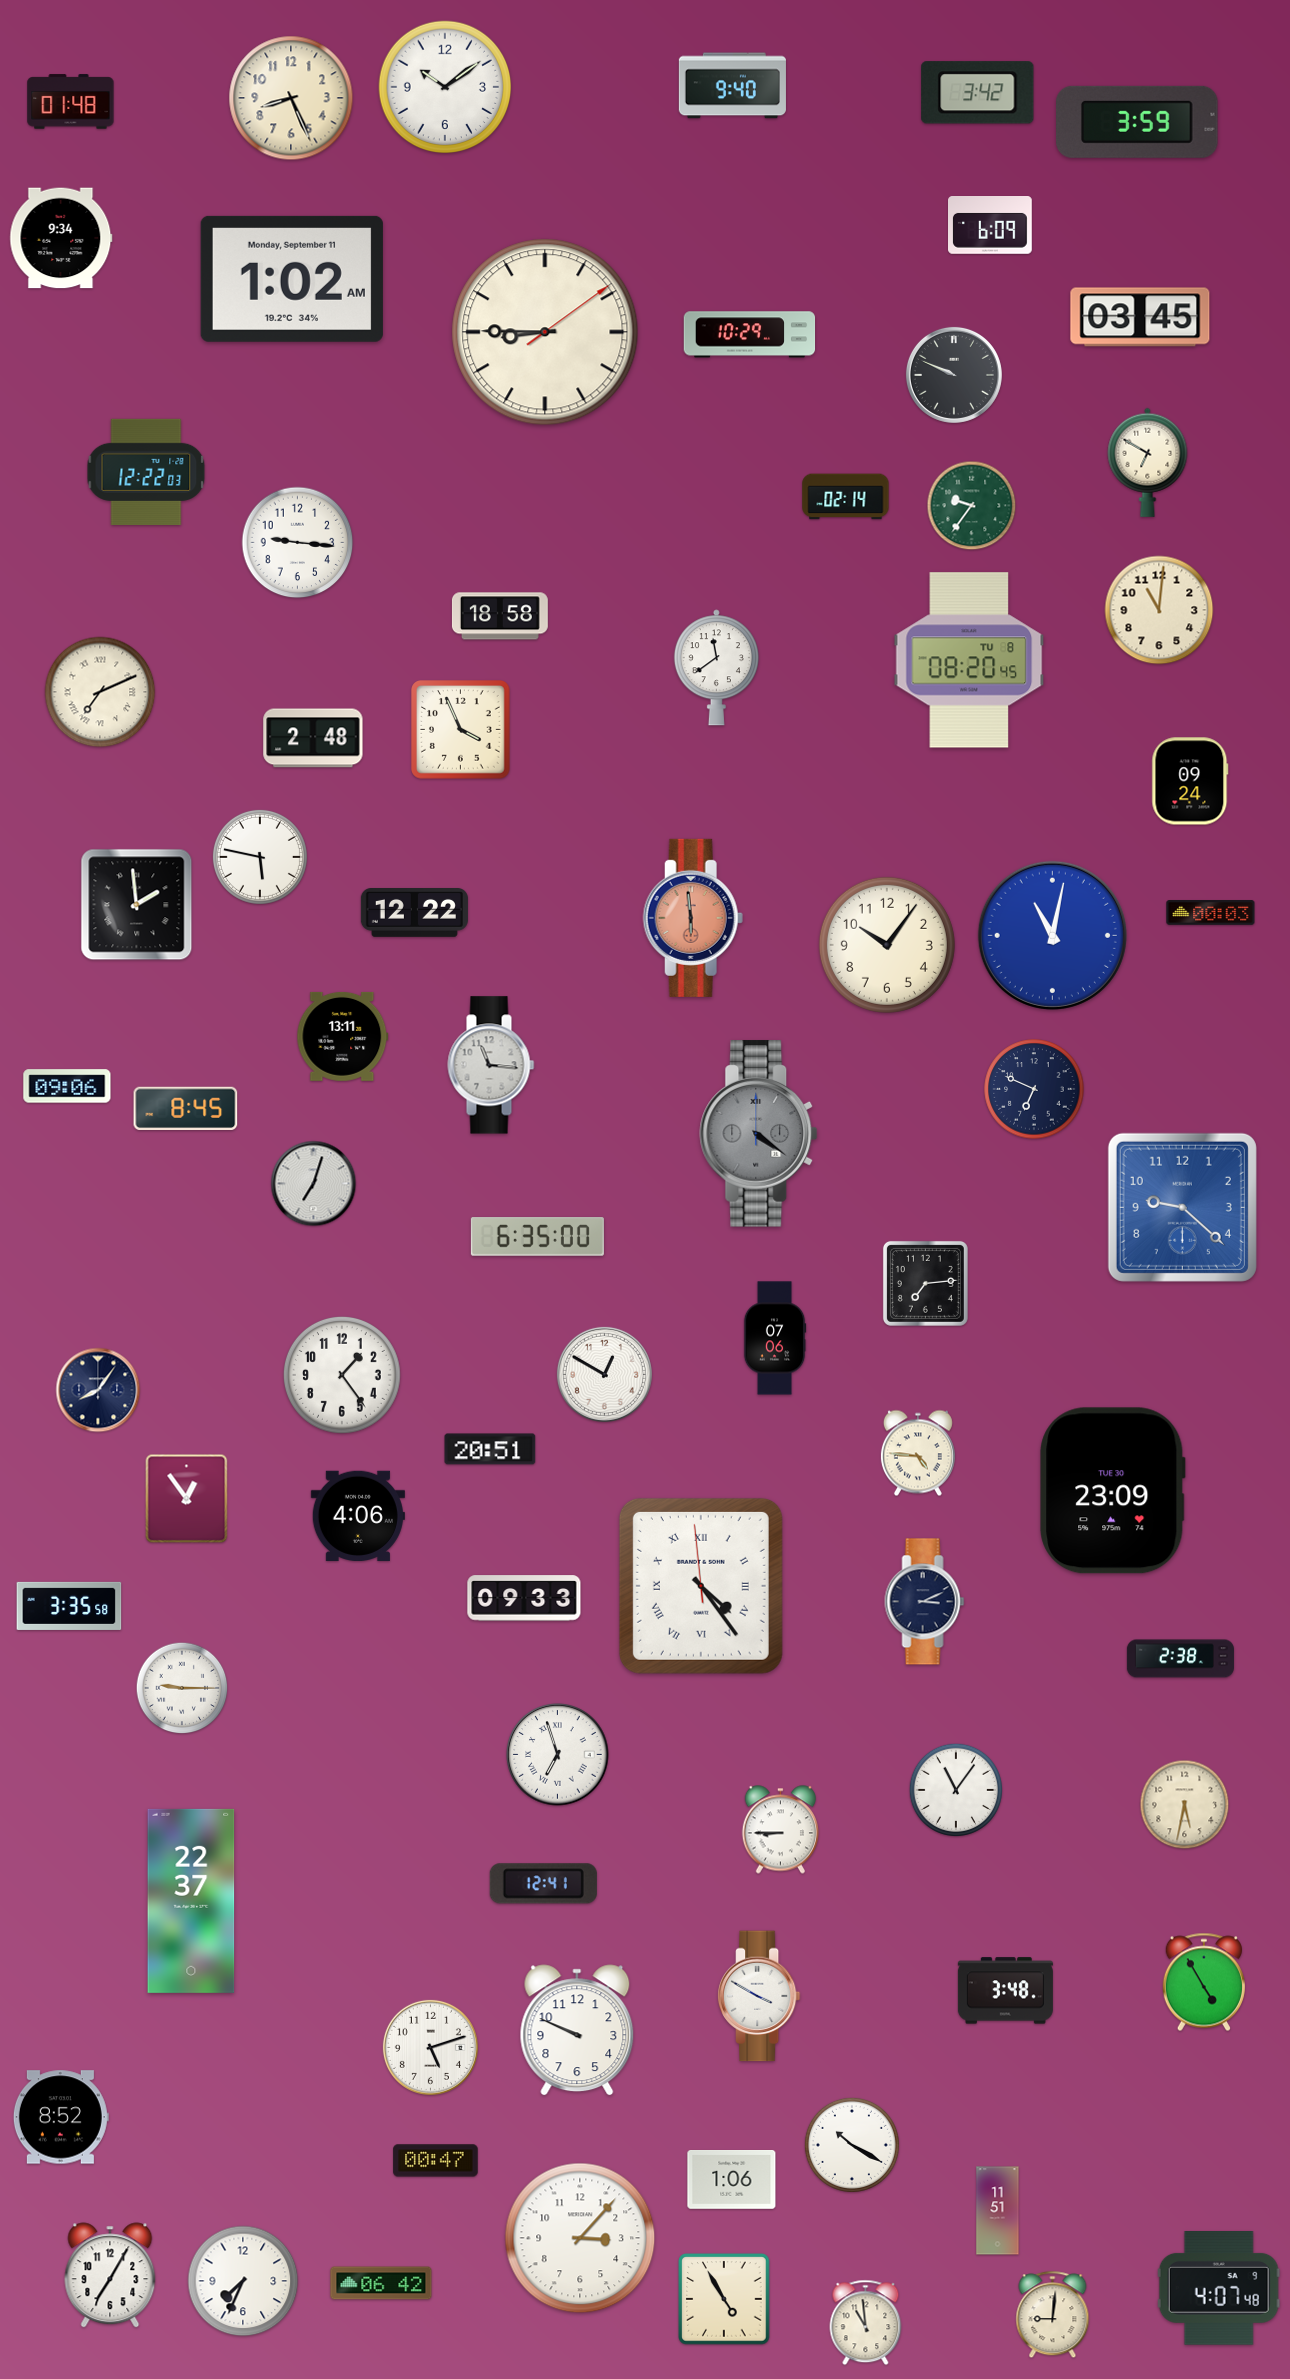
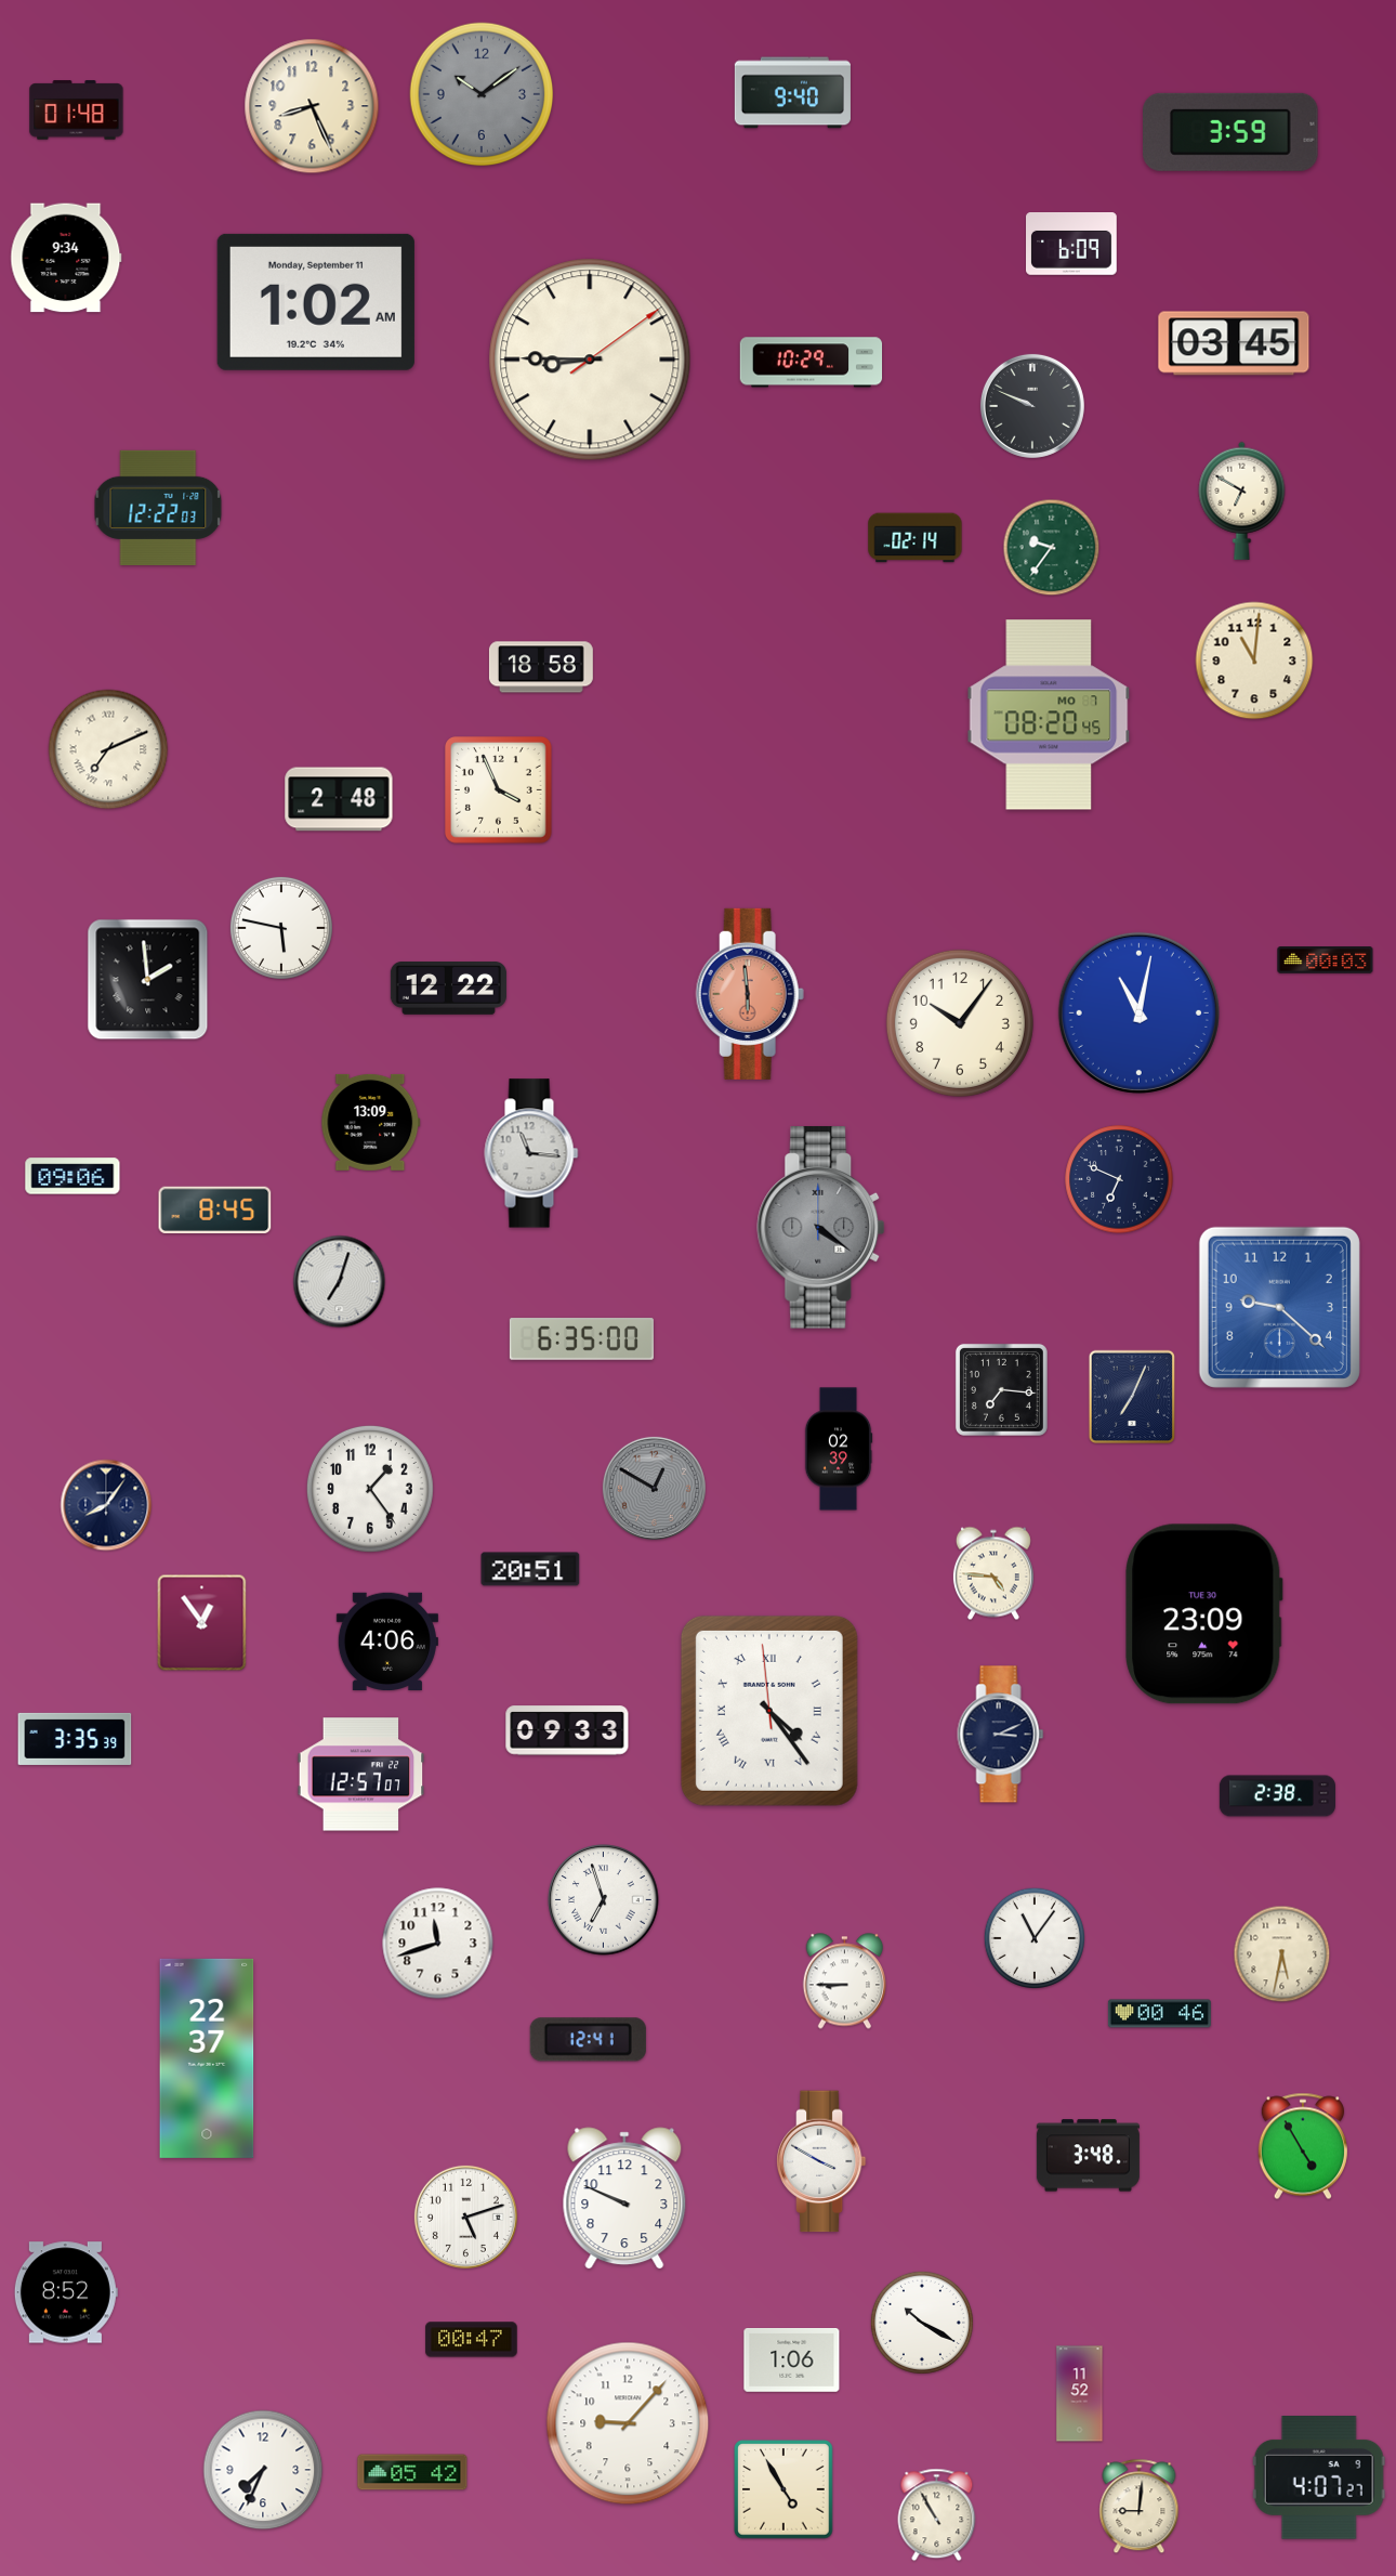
clock at (445, 87) dial: white -> grey
clock at (978, 93): 3:42 -> none
clock at (291, 98) position: (291, 98) -> (312, 106)
clock at (146, 472) position: (146, 472) -> (158, 508)
clock at (298, 543): 9:16 -> none
clock at (969, 660) date: TU 8 -> MO 7
clock at (716, 668): 11:39 -> none
clock at (1190, 781): 09:24 -> none
clock at (1211, 913) position: (1211, 913) -> (1326, 960)
clock at (343, 1036): 13:11 -> 13:09
clock at (186, 1108) position: (186, 1108) -> (215, 1209)
clock at (925, 1283): 7:14 -> 7:16
clock at (1132, 1397): none -> 7:04
clock at (775, 1338): 07:06 -> 02:39
clock at (604, 1374) dial: white -> grey
clock at (701, 1586) position: (701, 1586) -> (769, 1711)
clock at (69, 1606): 3:35:58 -> 3:35:39
clock at (361, 1775): none -> 12:57
clock at (182, 1688): 9:15 -> none
clock at (438, 1944): none -> 11:42
clock at (1159, 2014): none -> 00:46
clock at (998, 2211): 11:51 -> 11:52
clock at (580, 2238): 3:07 -> 9:07
clock at (110, 2275): 7:05 -> none
clock at (381, 2283): 06:42 -> 05:42
clock at (1219, 2289): 4:07:48 -> 4:07:27
clock at (866, 2323): 10:59 -> 10:55
